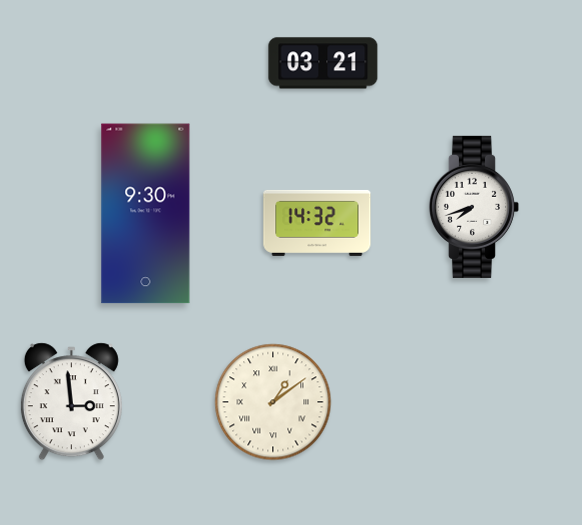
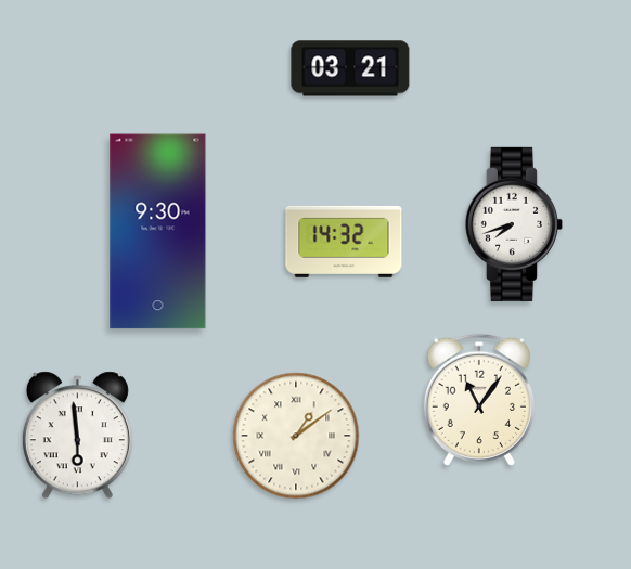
clock at (479, 400): none -> 11:06
clock at (71, 402): 2:59 -> 5:59
